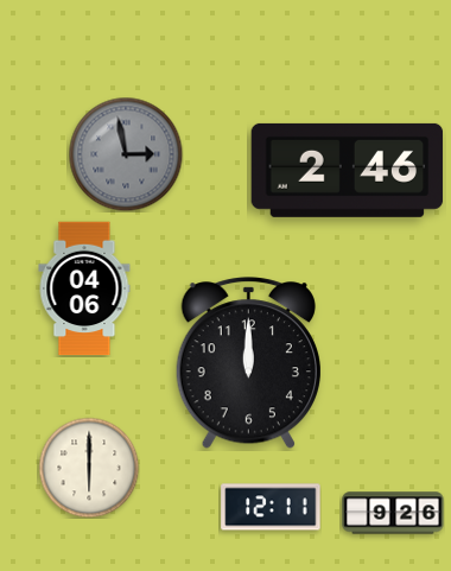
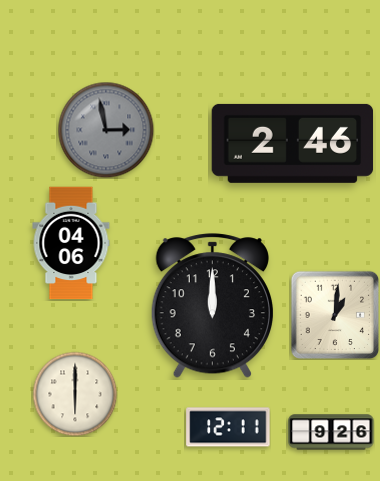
clock at (248, 363) position: (248, 363) -> (212, 306)
clock at (335, 315): none -> 1:01
